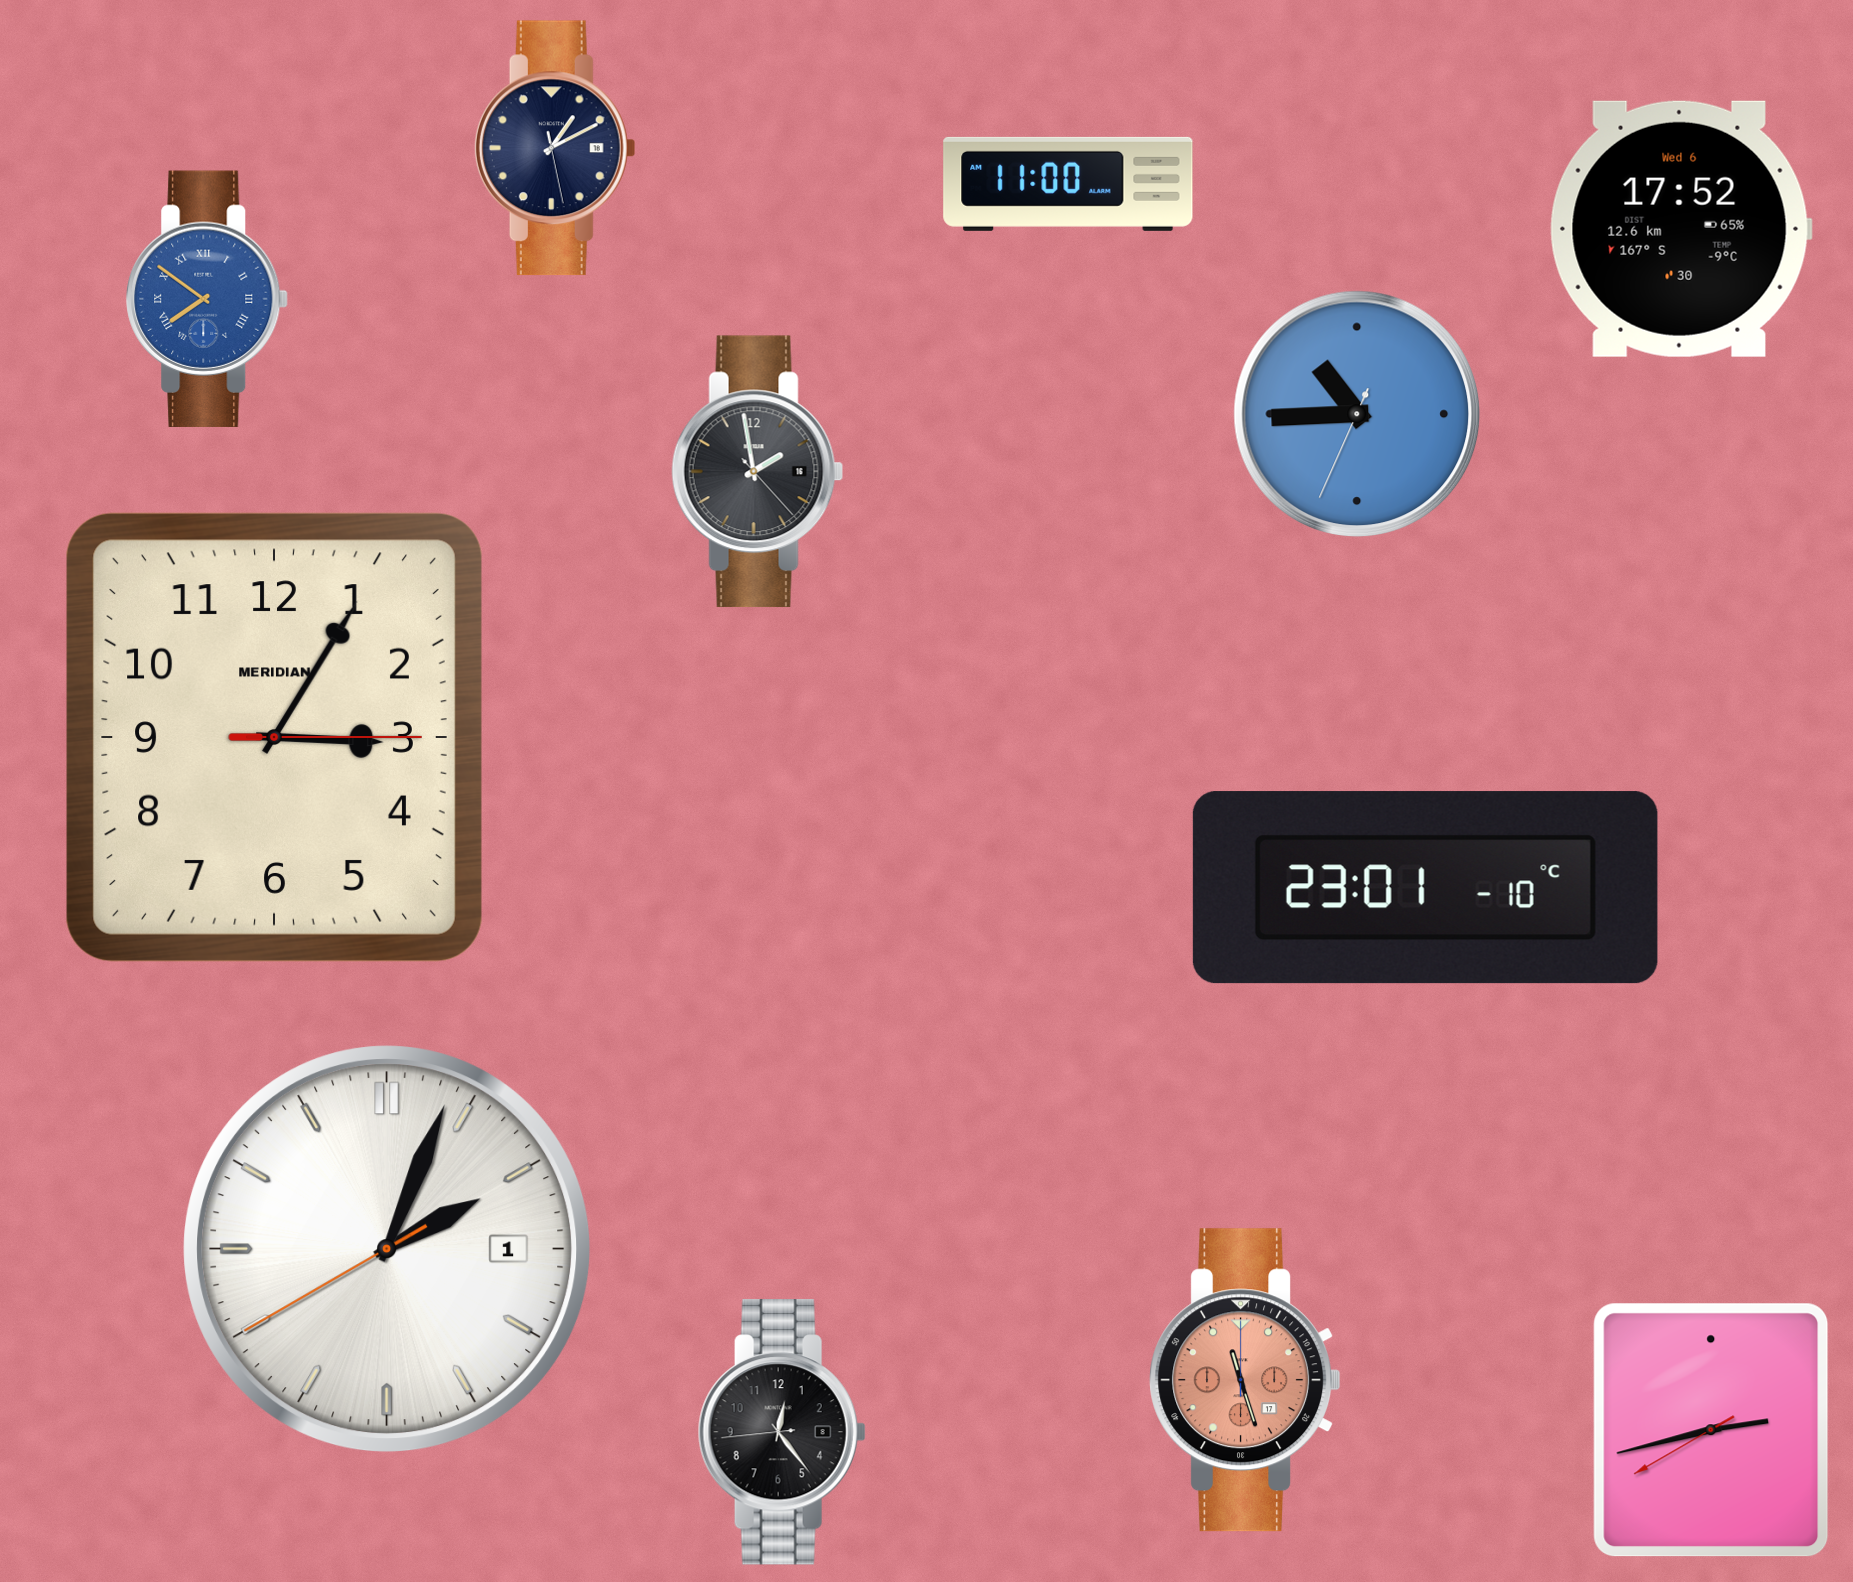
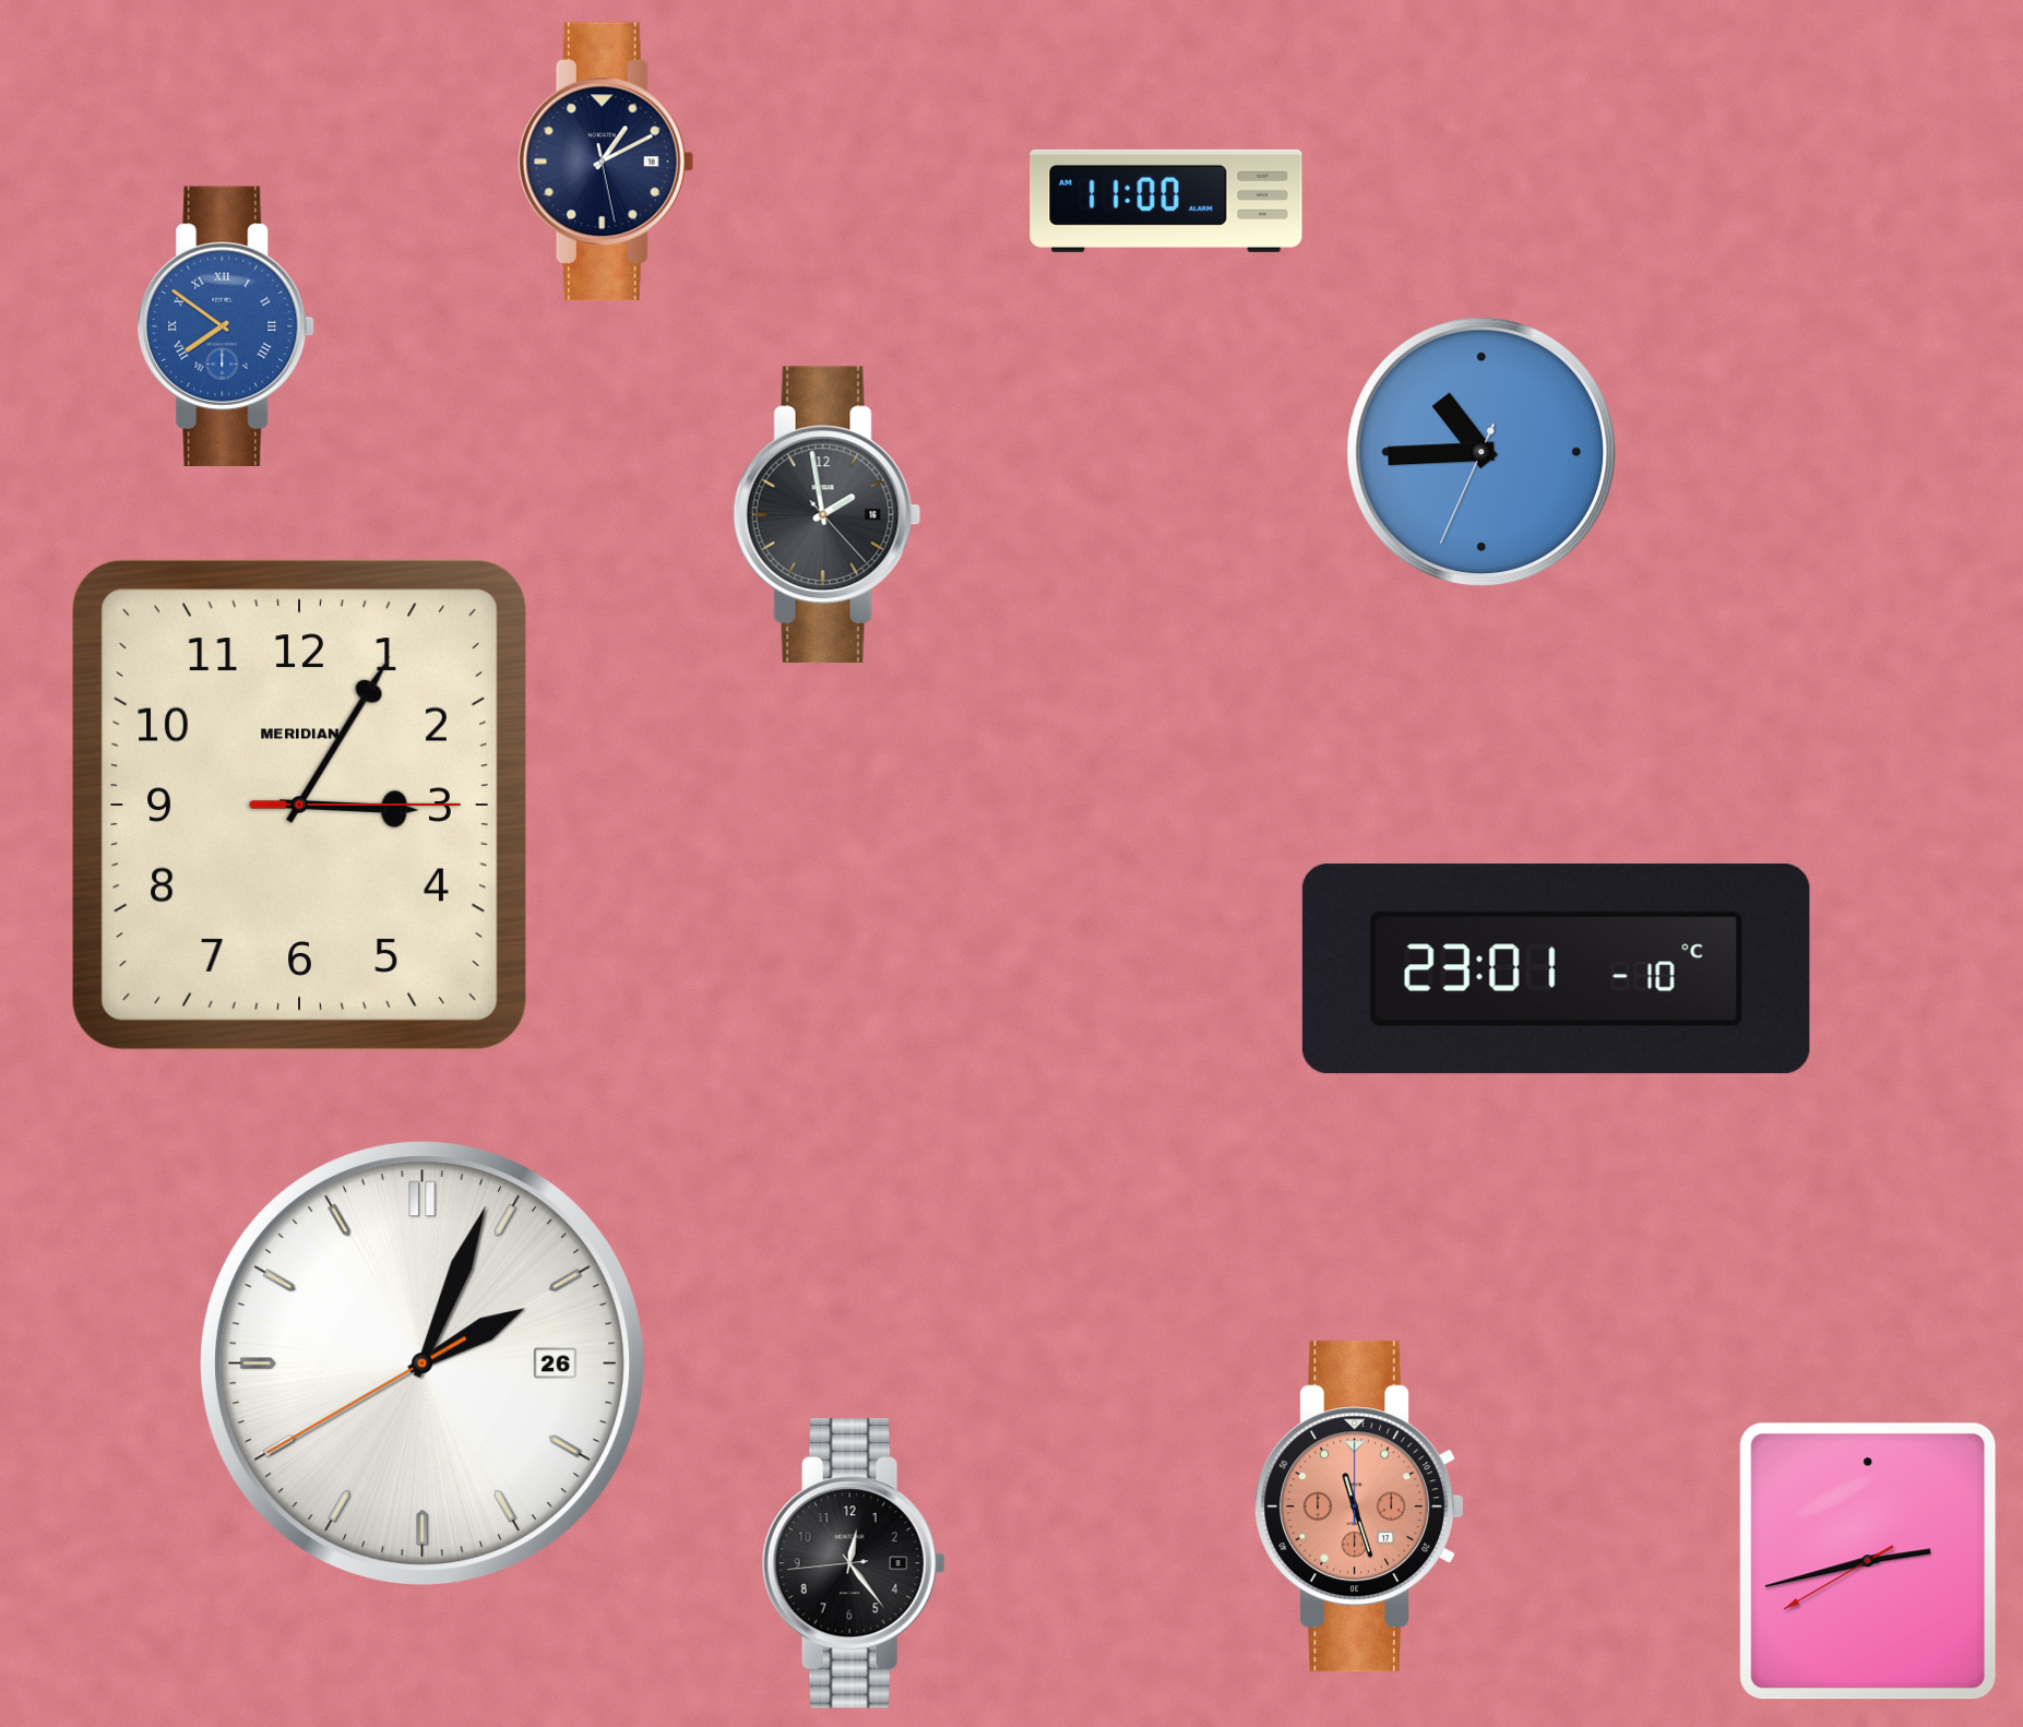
clock at (1681, 229): 17:52 -> none
clock at (387, 1249) date: 1 -> 26
